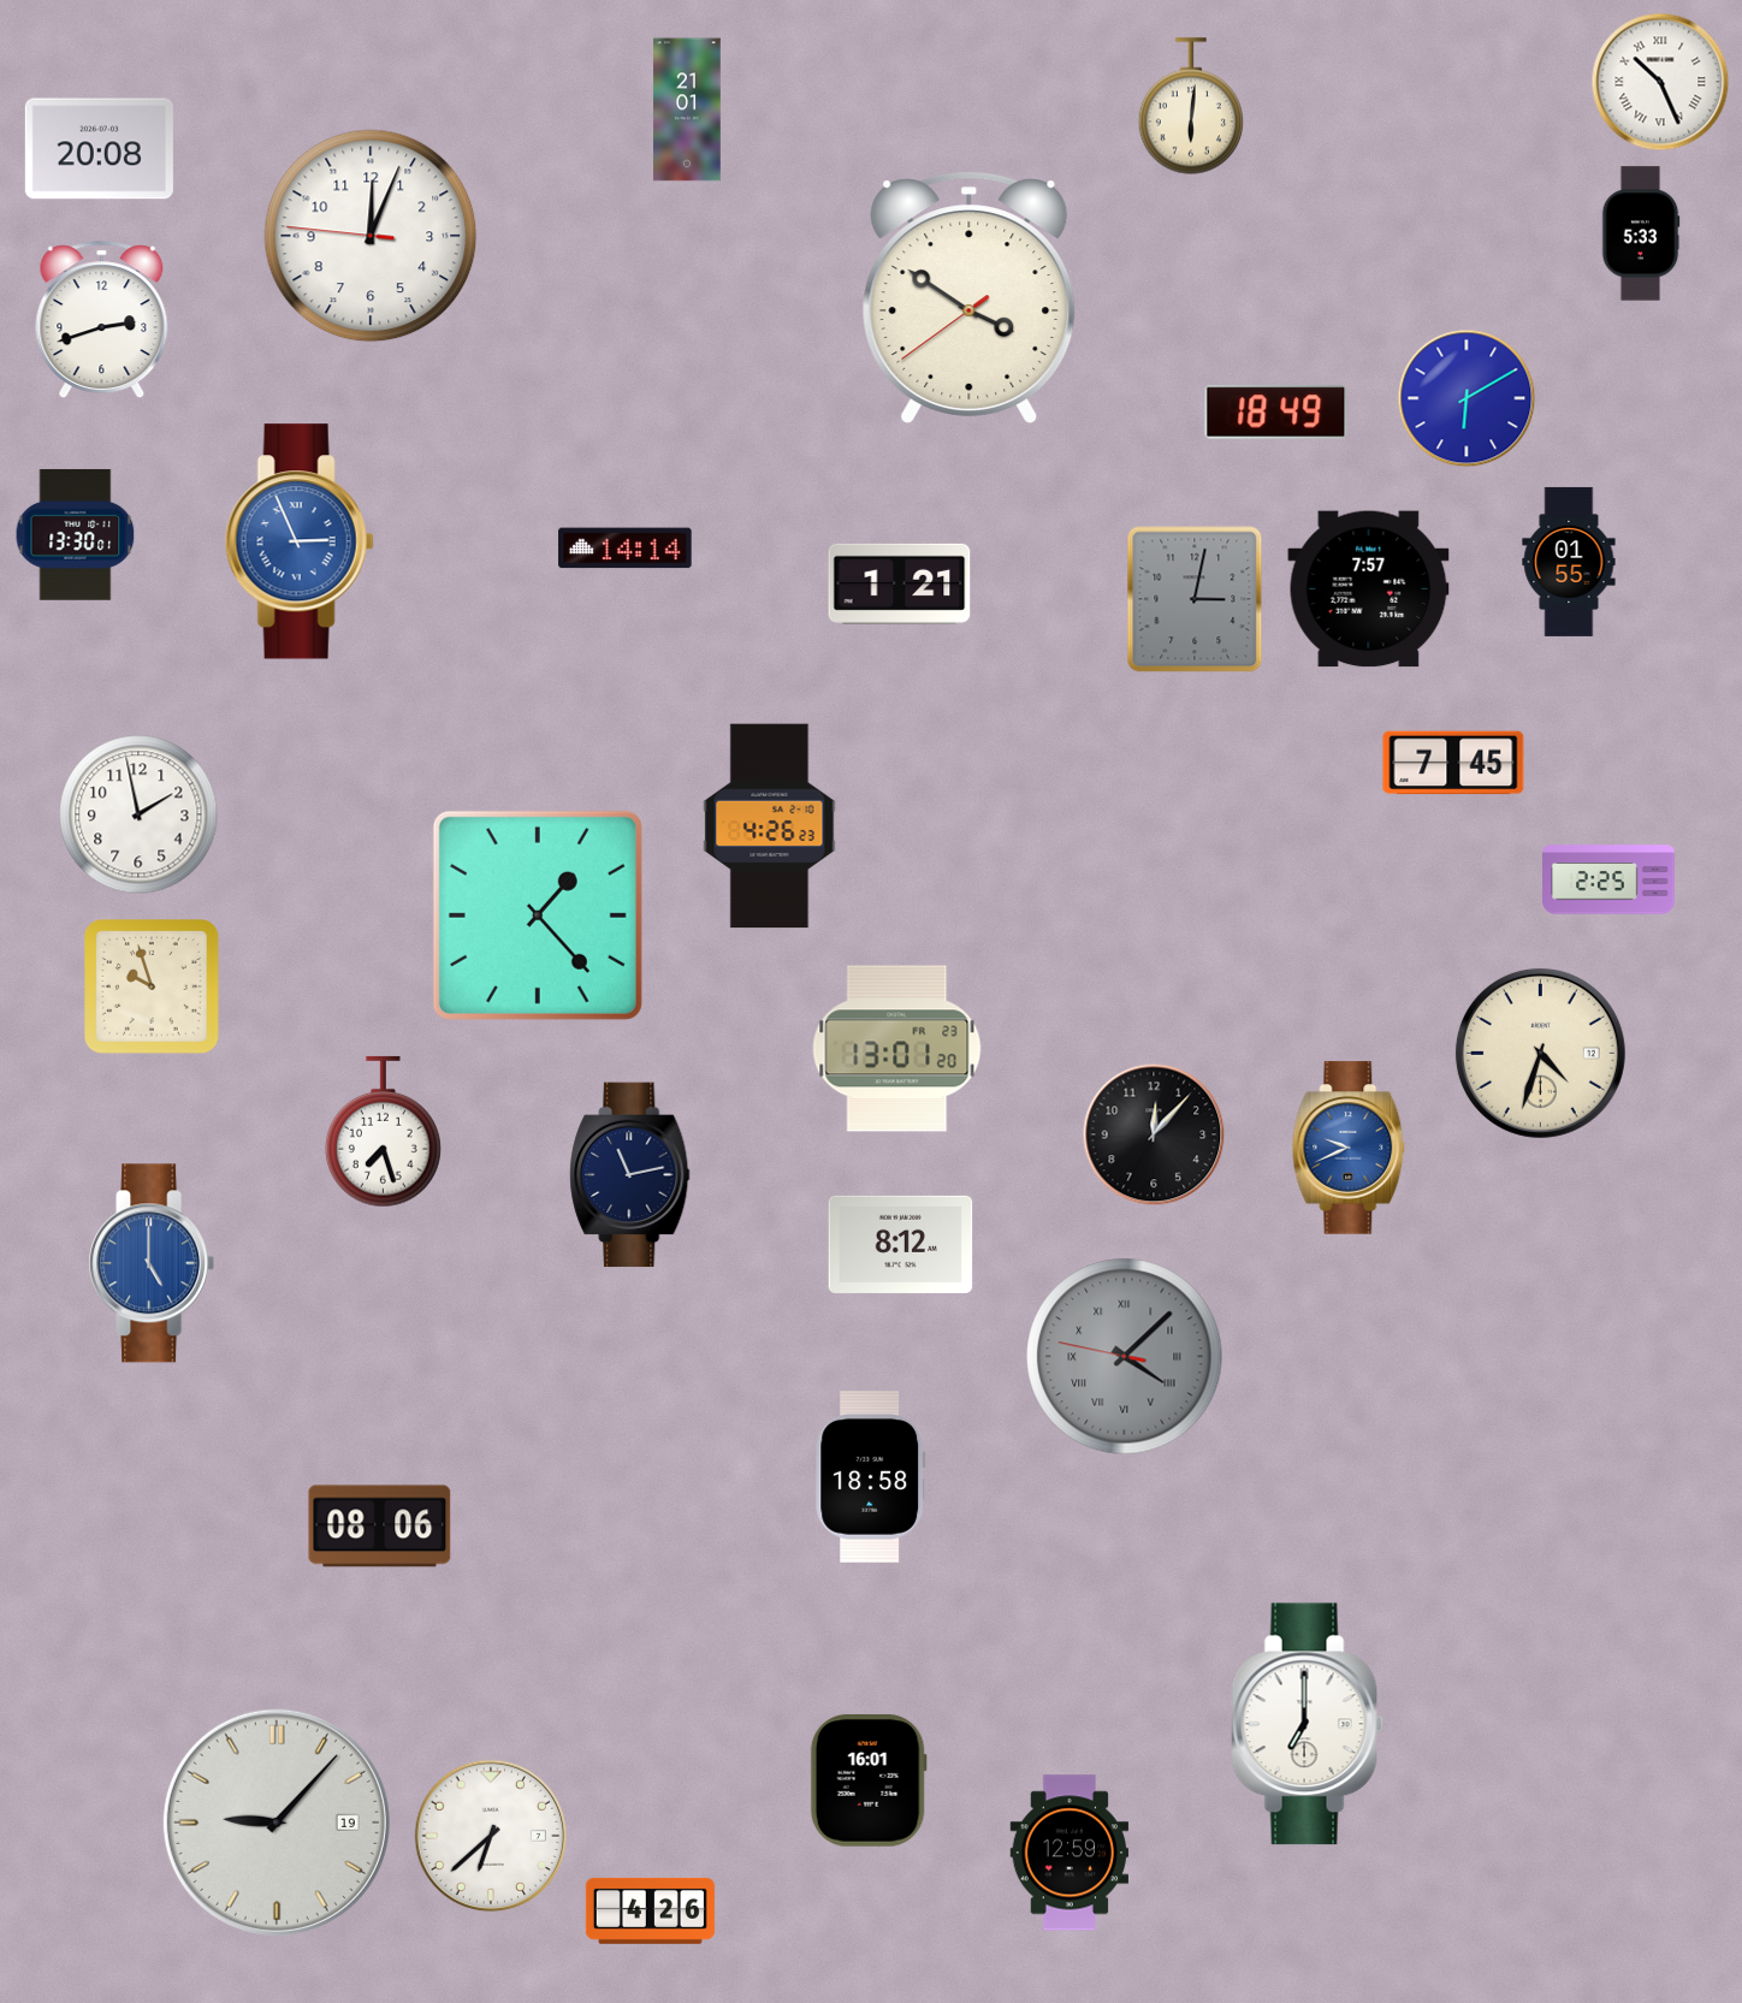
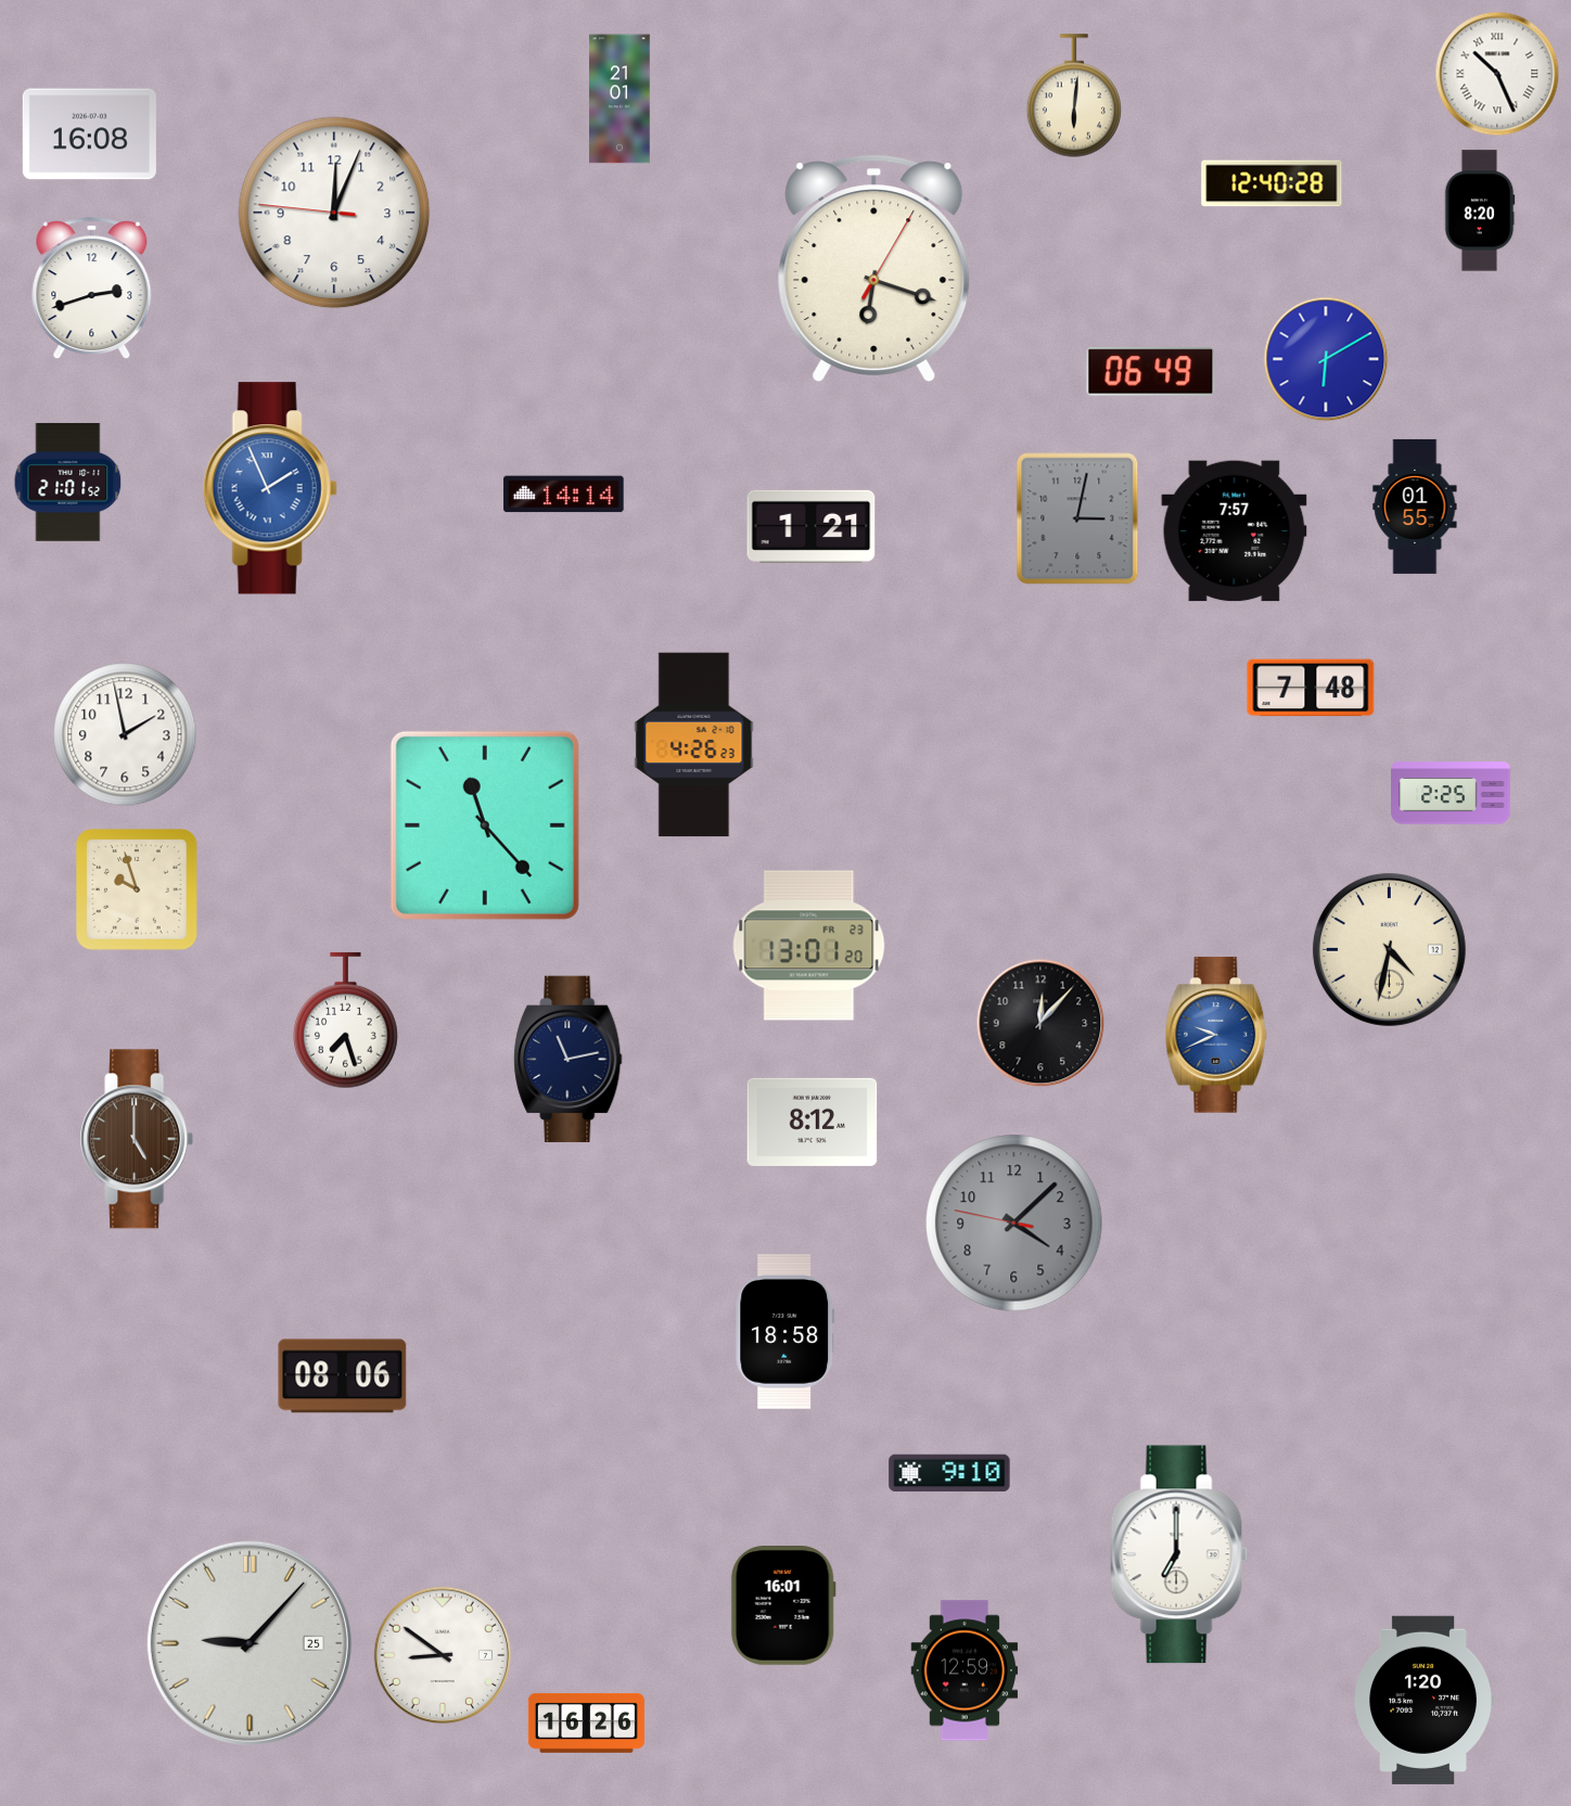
clock at (99, 149): 20:08 -> 16:08
clock at (1272, 183): none -> 12:40
clock at (1641, 233): 5:33 -> 8:20
clock at (970, 297): 3:50 -> 6:18
clock at (1467, 398) position: (1467, 398) -> (1326, 359)
clock at (1276, 413): 18:49 -> 06:49
clock at (76, 534): 13:30 -> 21:01
clock at (300, 541): 2:56 -> 1:56
clock at (1195, 599) position: (1195, 599) -> (1077, 518)
clock at (1453, 763): 7:45 -> 7:48
clock at (538, 915): 1:23 -> 11:23
clock at (1540, 1053): 4:33 -> 4:32
clock at (152, 1263) dial: blue -> brown
clock at (1125, 1357) numerals: Roman -> Arabic
clock at (949, 1473): none -> 9:10
clock at (277, 1823) date: 19 -> 25
clock at (491, 1836): 6:38 -> 8:51
clock at (1423, 1700): none -> 1:20
clock at (650, 1910): 4:26 -> 16:26
